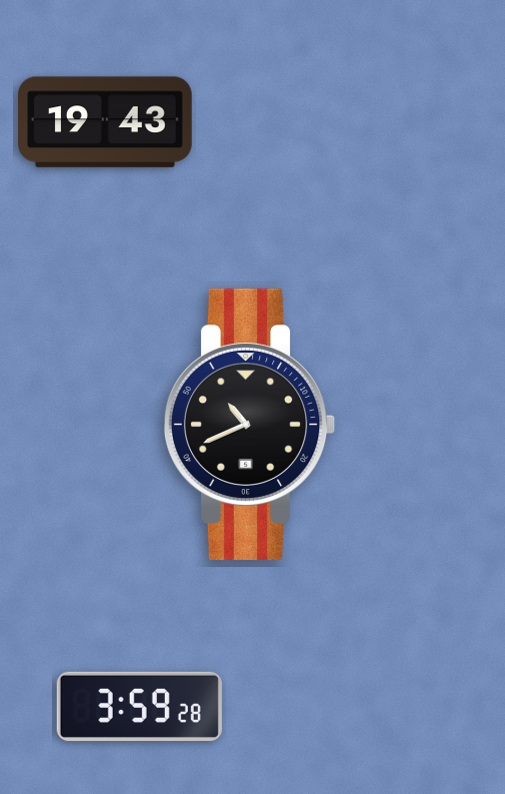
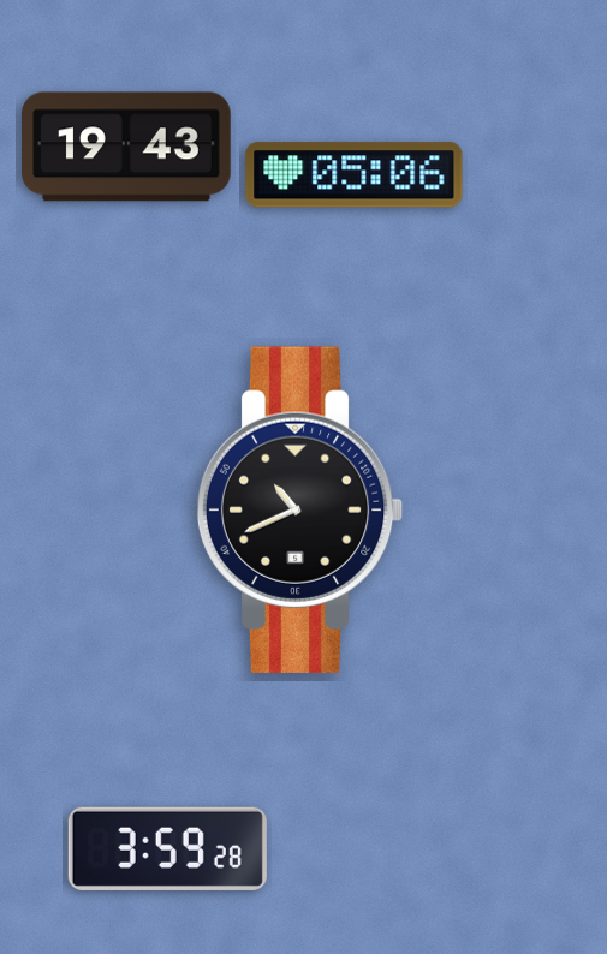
clock at (355, 175): none -> 05:06
